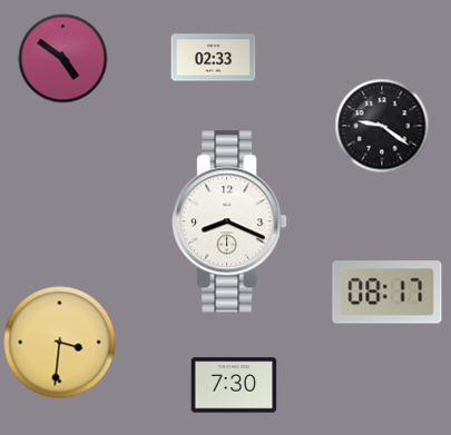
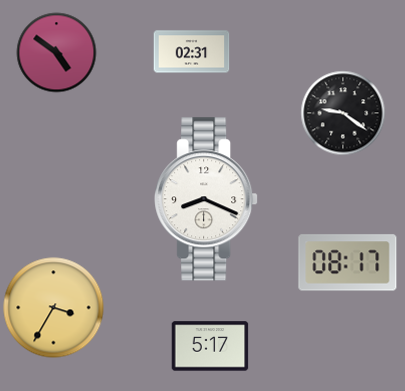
clock at (214, 58): 02:33 -> 02:31
clock at (60, 343): 3:31 -> 3:35
clock at (234, 385): 7:30 -> 5:17
